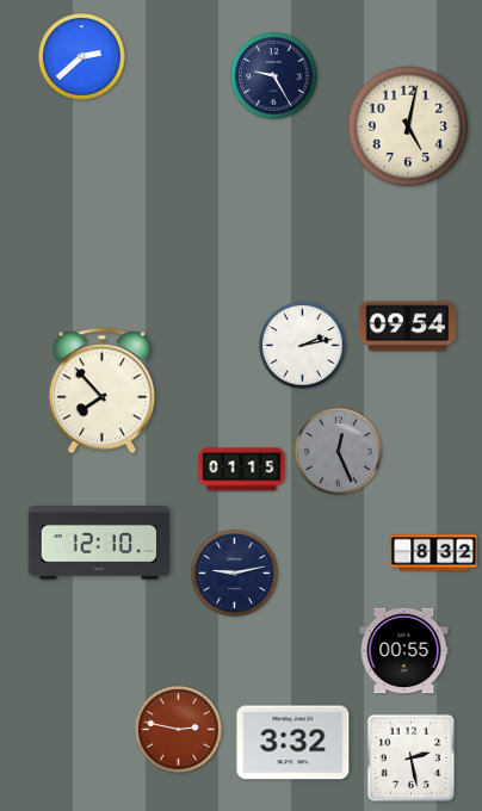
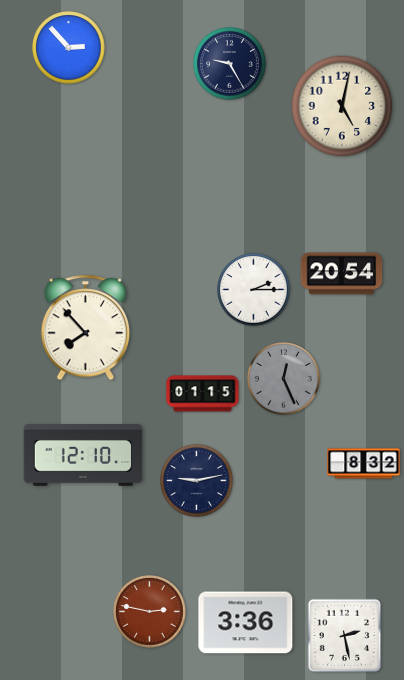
clock at (82, 57): 2:38 -> 2:53
clock at (408, 327): 09:54 -> 20:54
clock at (303, 346): 2:13 -> 2:15
clock at (404, 651): 00:55 -> none
clock at (293, 743): 3:32 -> 3:36
